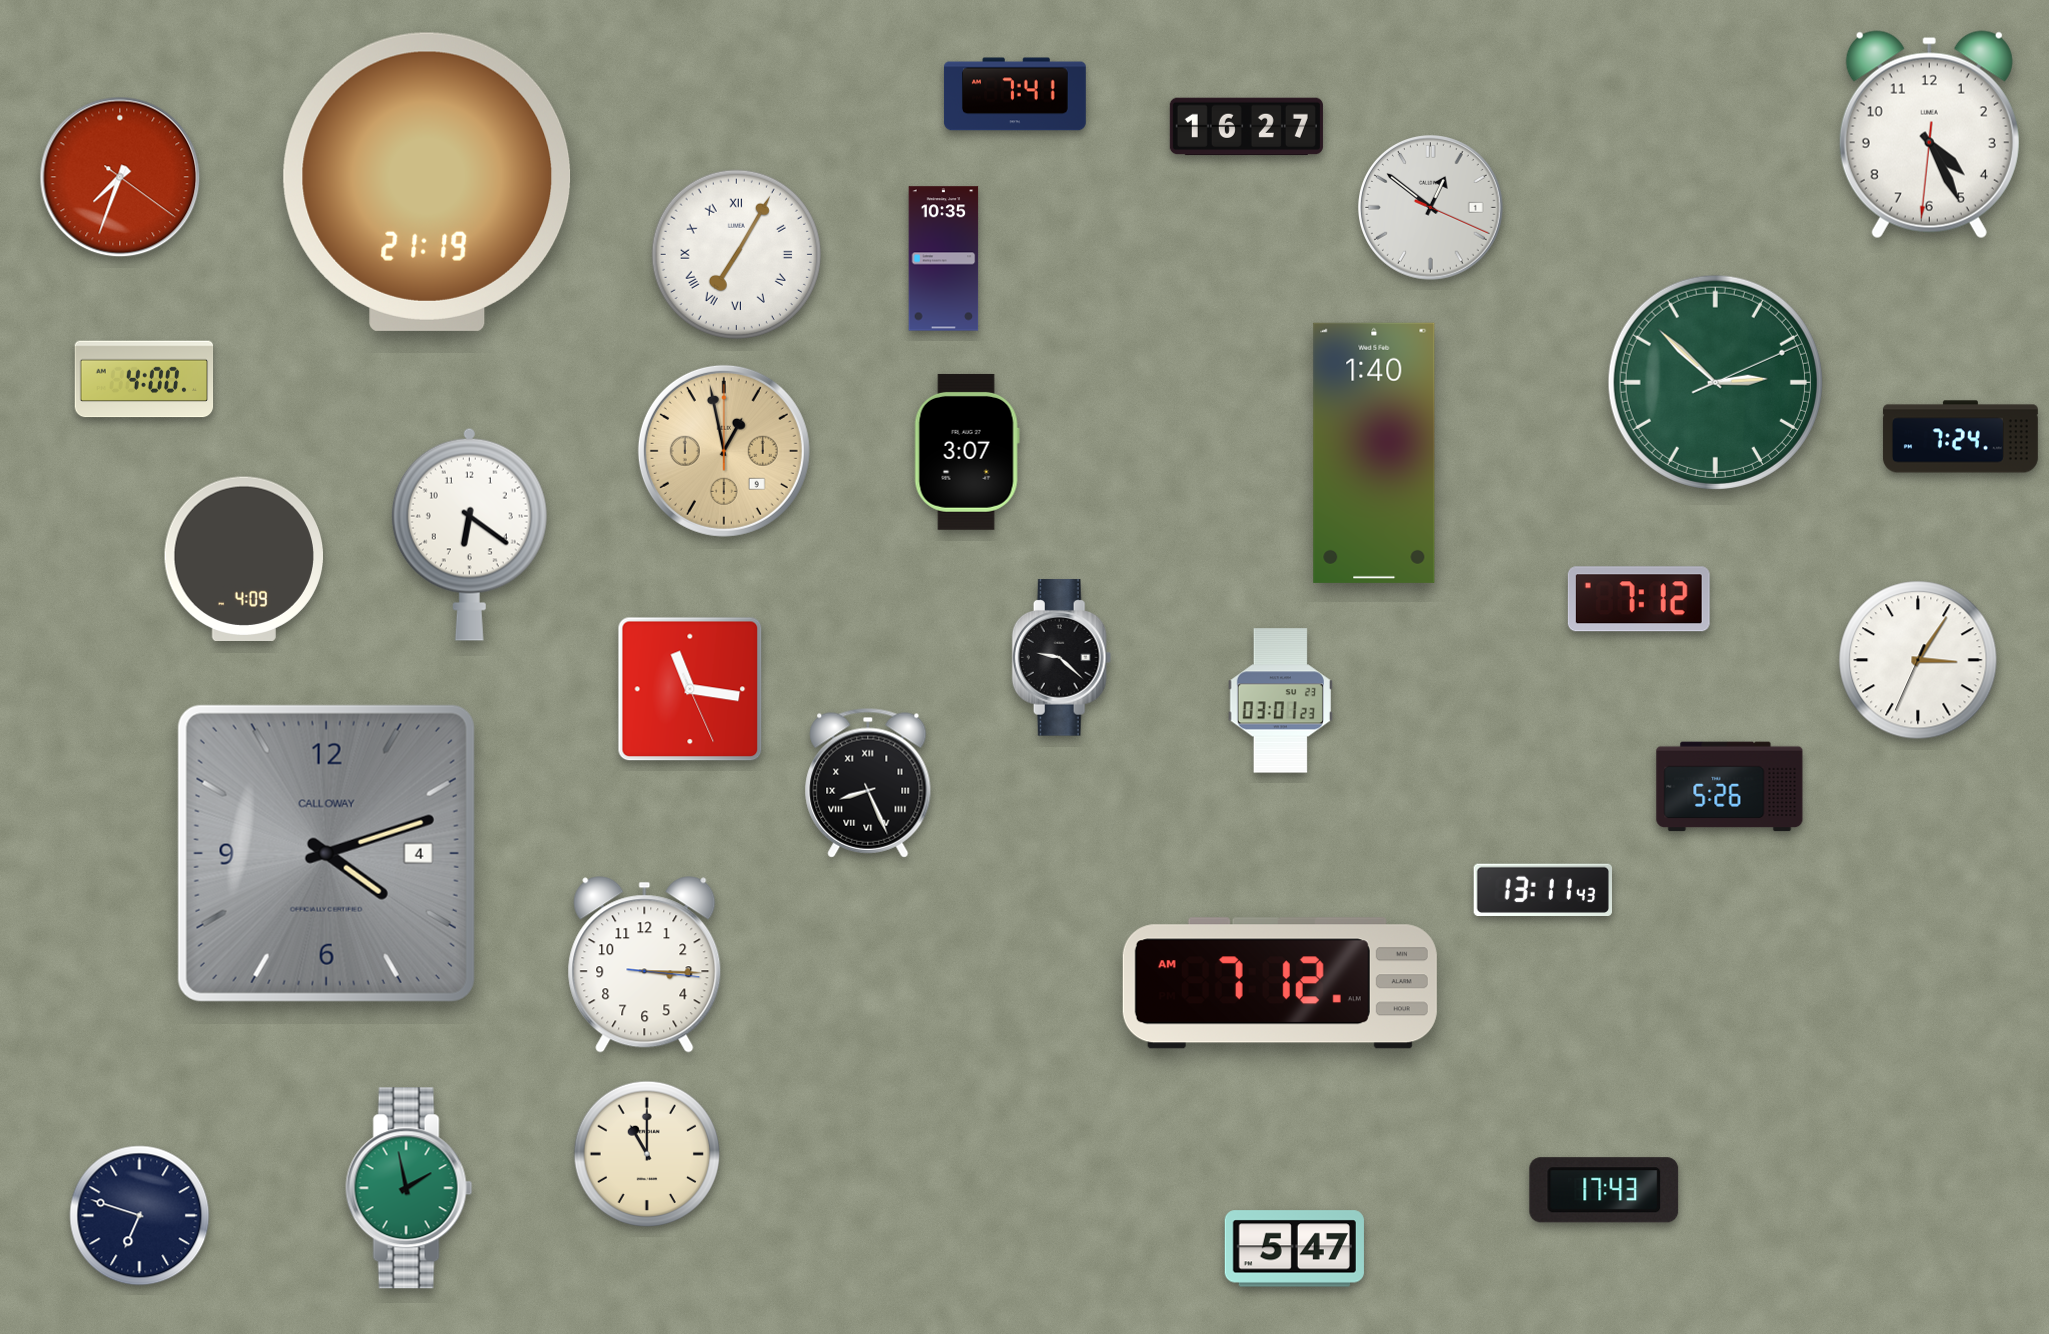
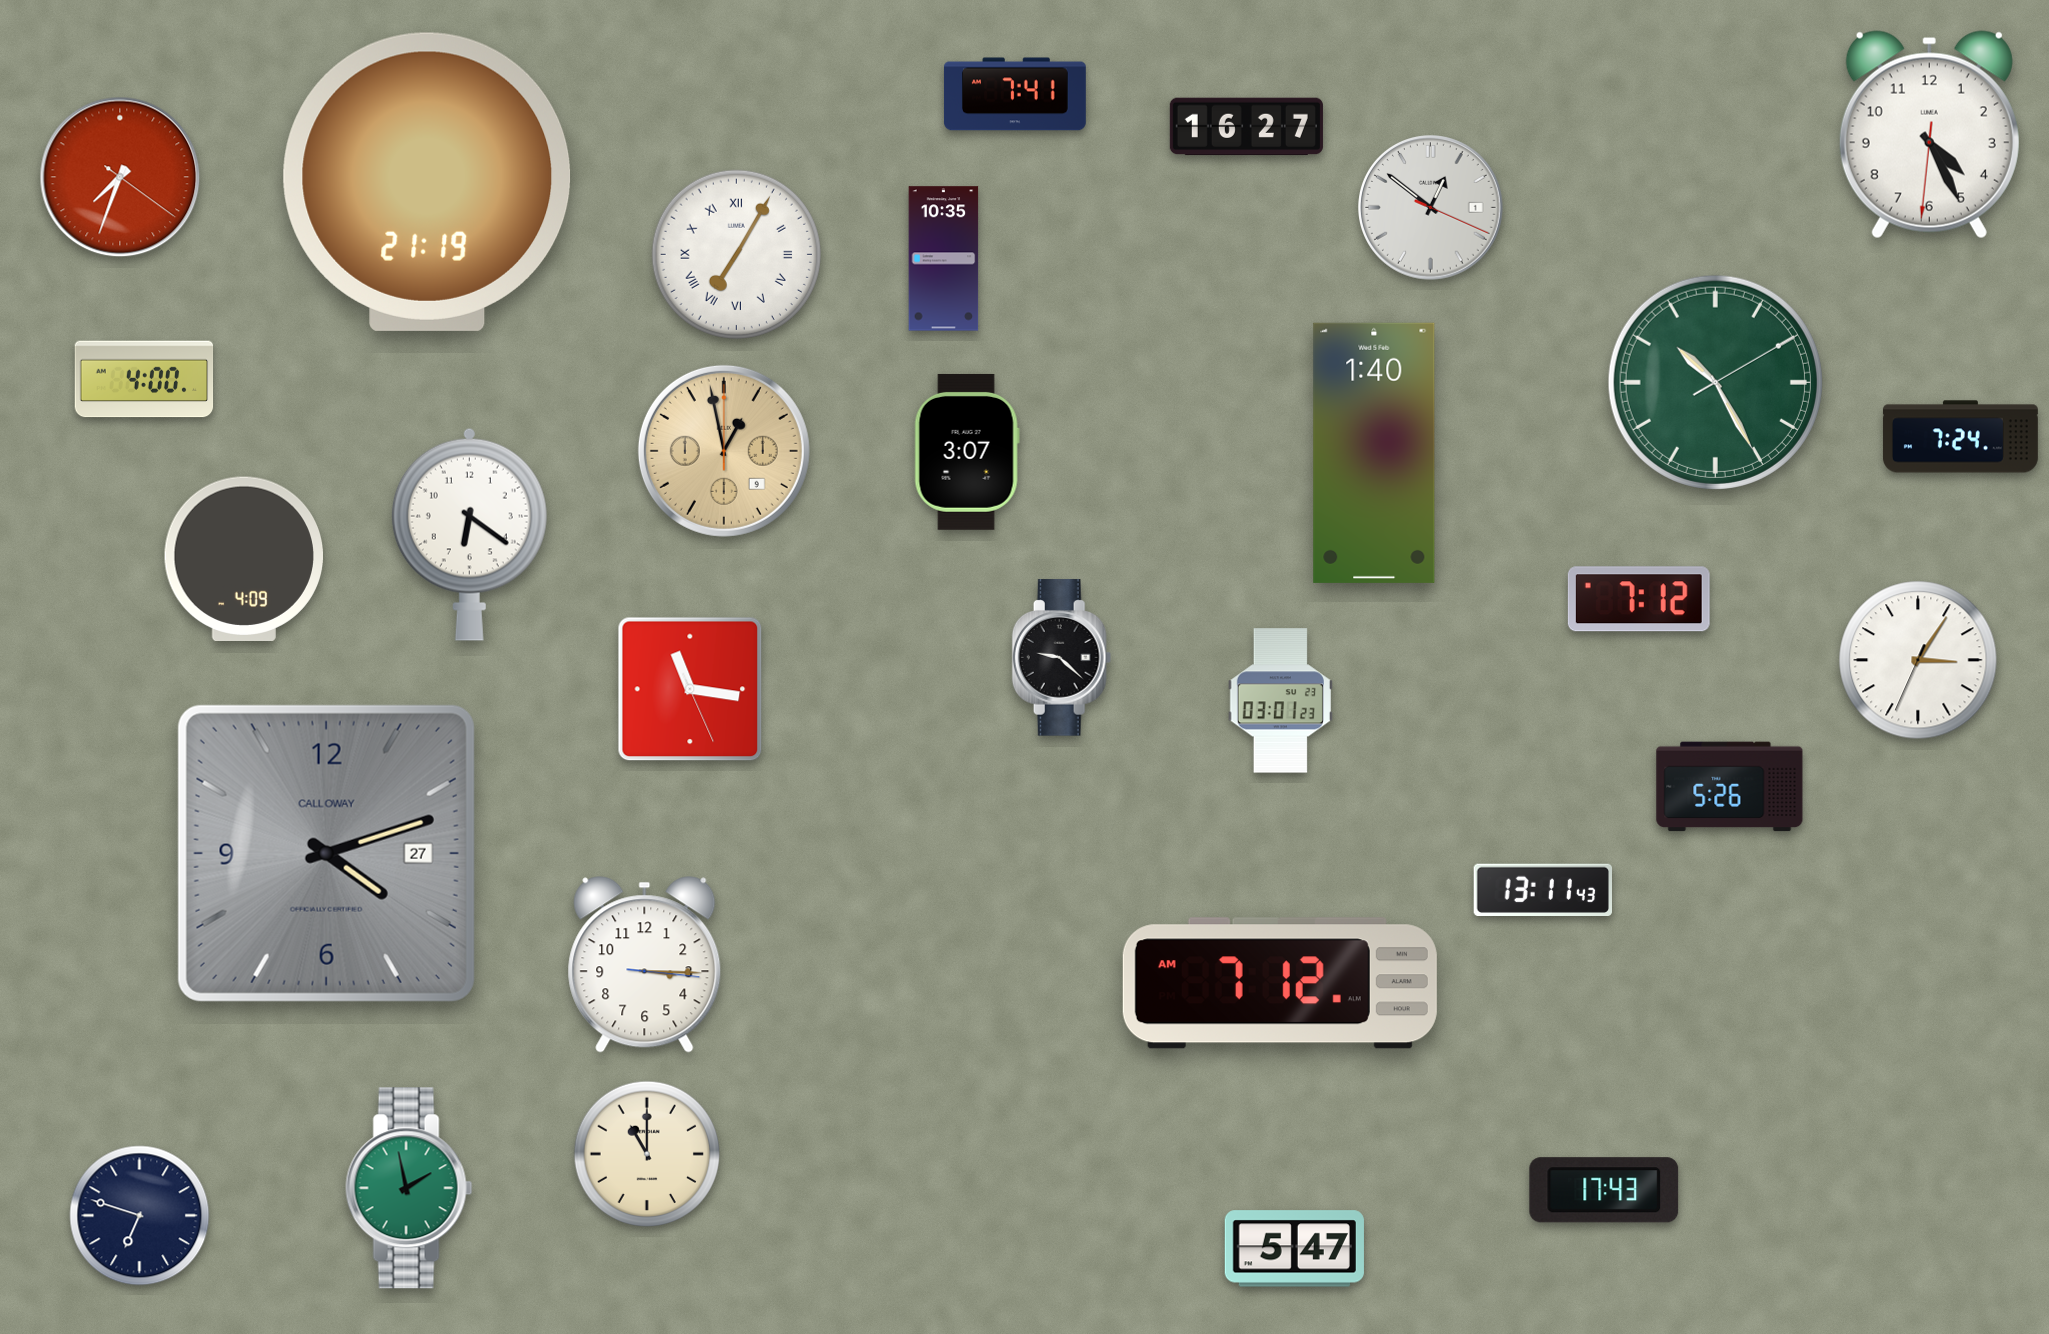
clock at (1715, 382): 2:52 -> 10:25
clock at (868, 783): 8:26 -> none
clock at (326, 853) date: 4 -> 27
